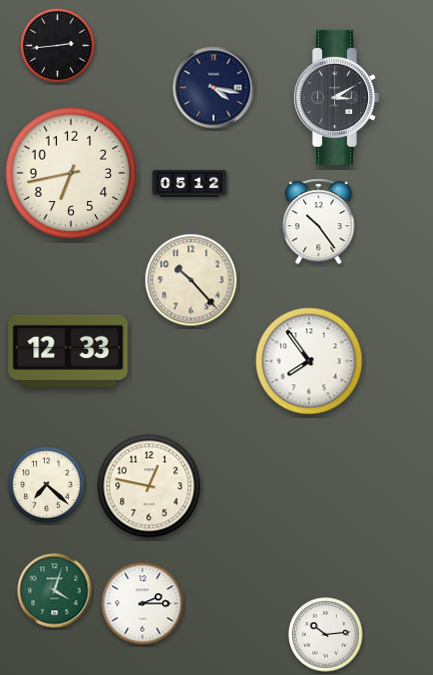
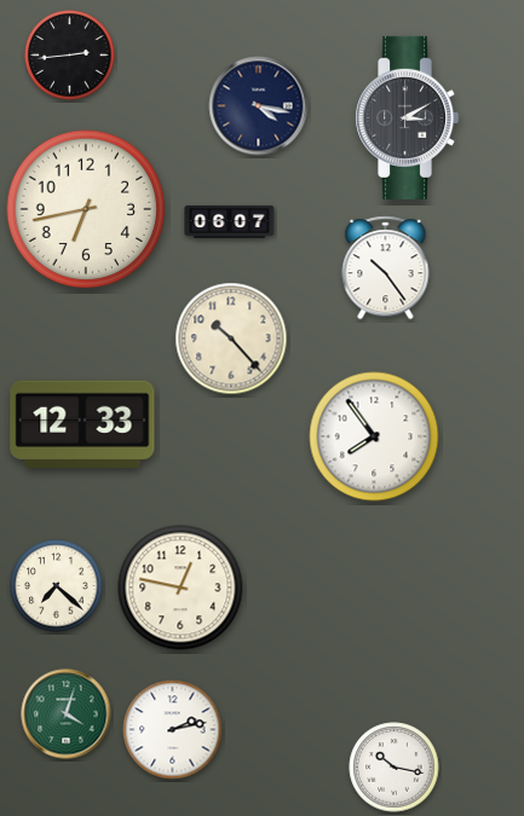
clock at (190, 183): 05:12 -> 06:07
clock at (143, 604): 2:15 -> 2:13
clock at (326, 635): 10:14 -> 10:17
